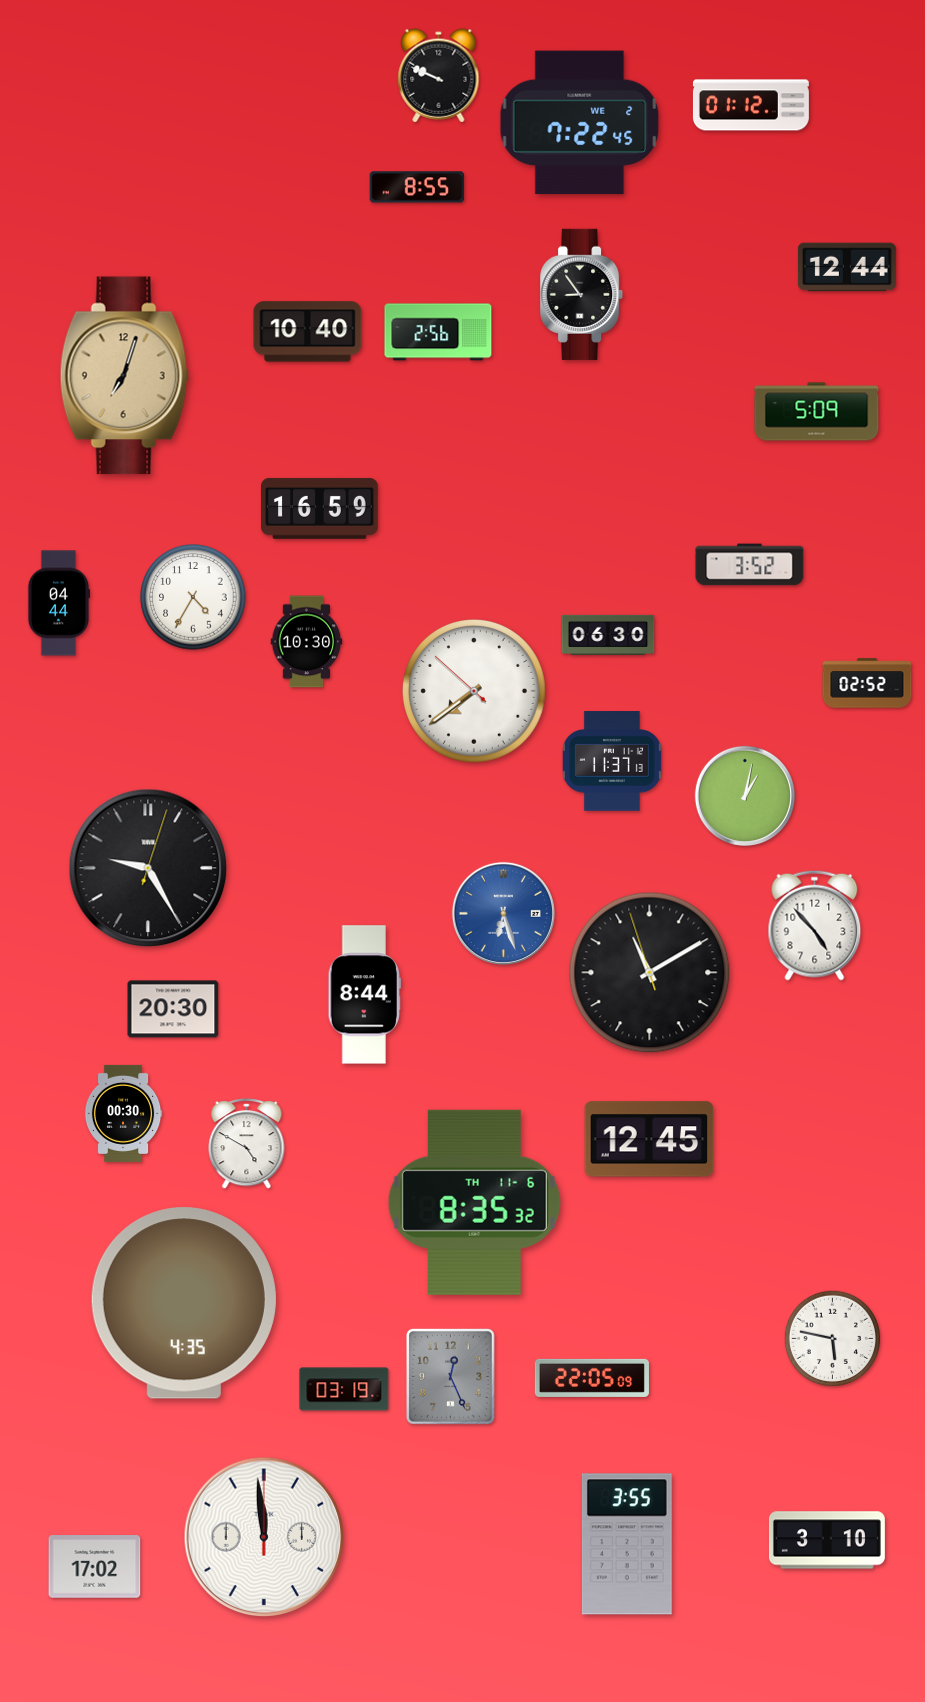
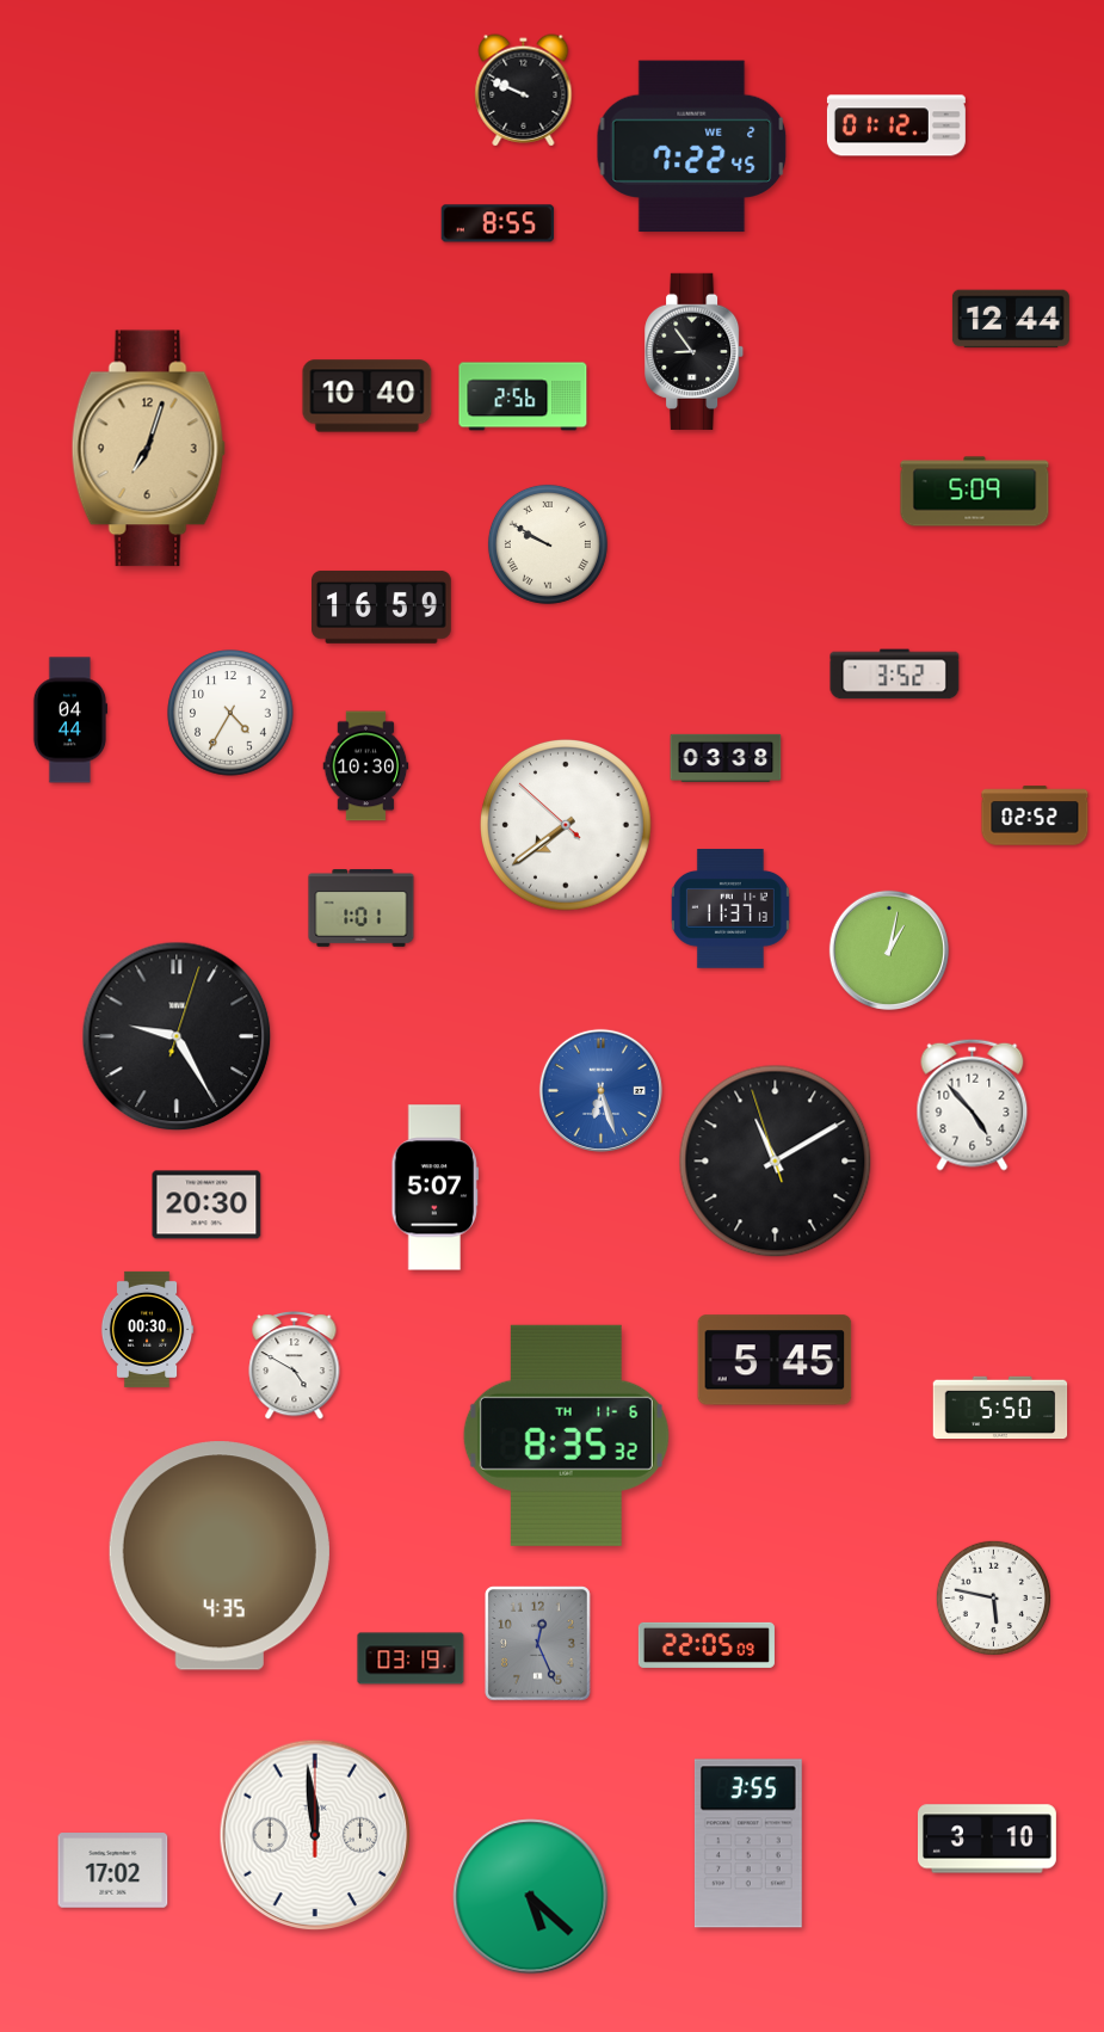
clock at (548, 544): none -> 9:50
clock at (608, 635): 06:30 -> 03:38
clock at (362, 909): none -> 1:01
clock at (364, 995): 8:44 -> 5:07
clock at (649, 1139): 12:45 -> 5:45
clock at (1000, 1408): none -> 5:50
clock at (531, 1897): none -> 5:22
